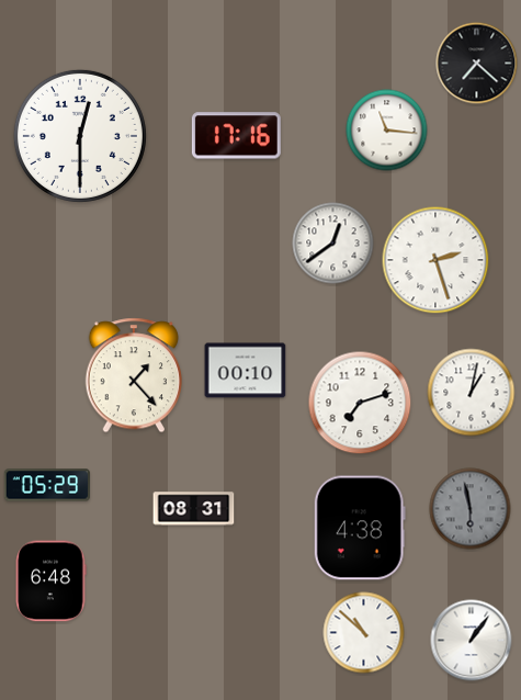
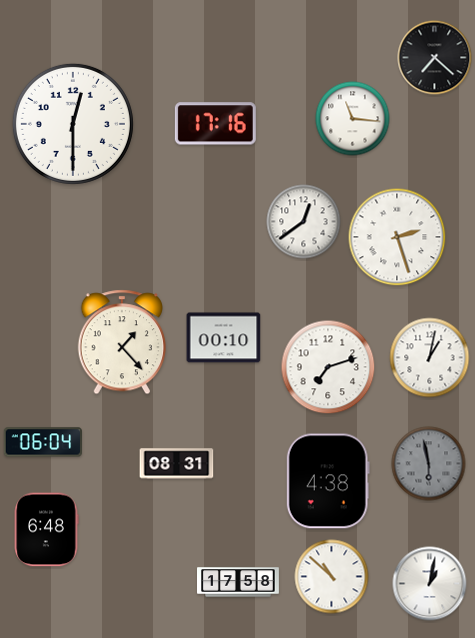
clock at (46, 485): 05:29 -> 06:04
clock at (239, 582): none -> 17:58
clock at (472, 641): 1:06 -> 1:02
